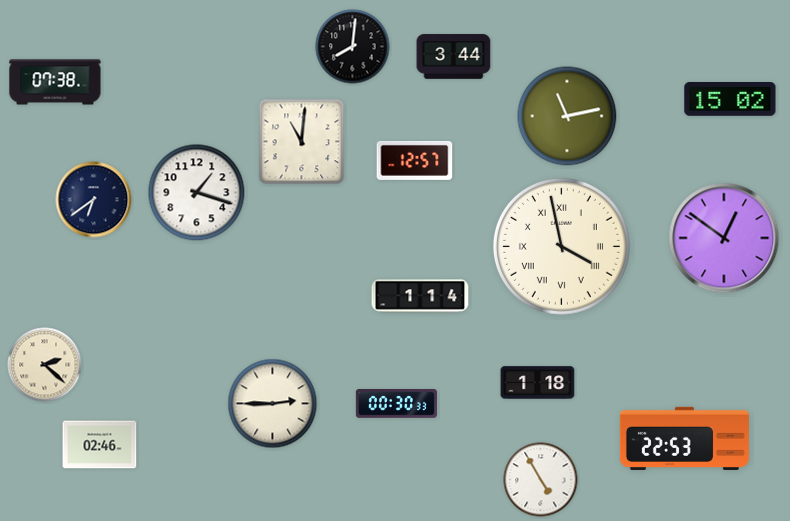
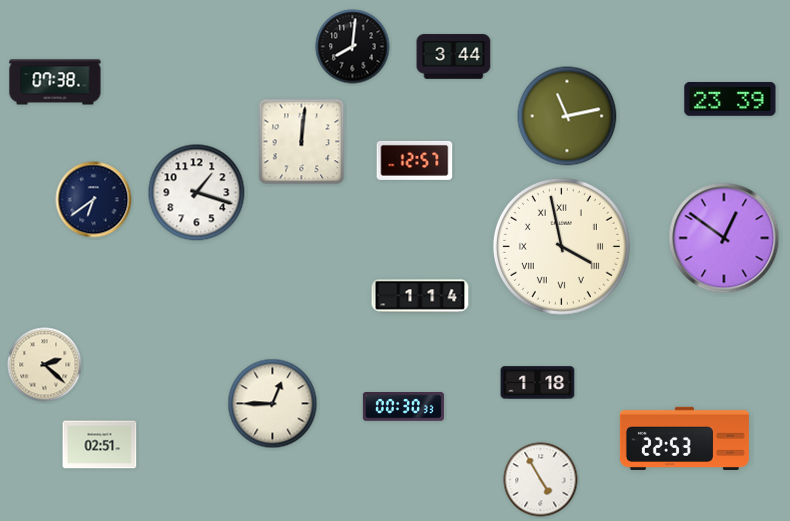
clock at (730, 100): 15:02 -> 23:39
clock at (302, 142): 11:01 -> 12:01
clock at (273, 404): 2:45 -> 12:45
clock at (396, 404) position: (396, 404) -> (403, 407)
clock at (100, 445): 02:46 -> 02:51
